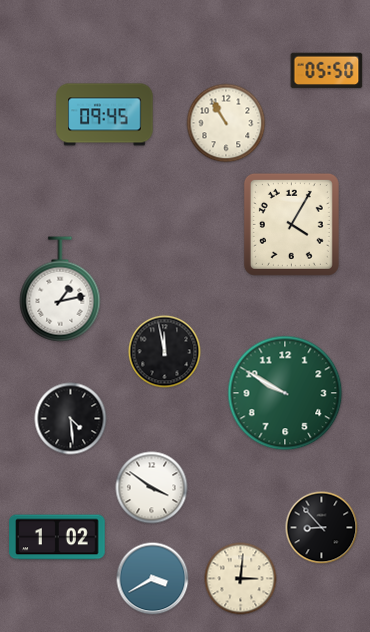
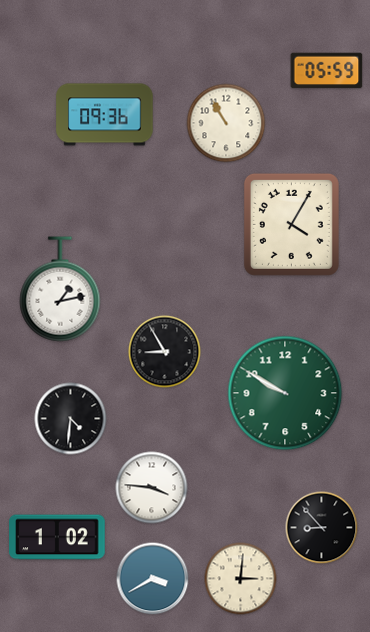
clock at (327, 71): 05:50 -> 05:59
clock at (105, 115): 09:45 -> 09:36
clock at (165, 352): 11:58 -> 8:55
clock at (71, 419): 4:29 -> 4:31
clock at (152, 488): 3:51 -> 3:46
